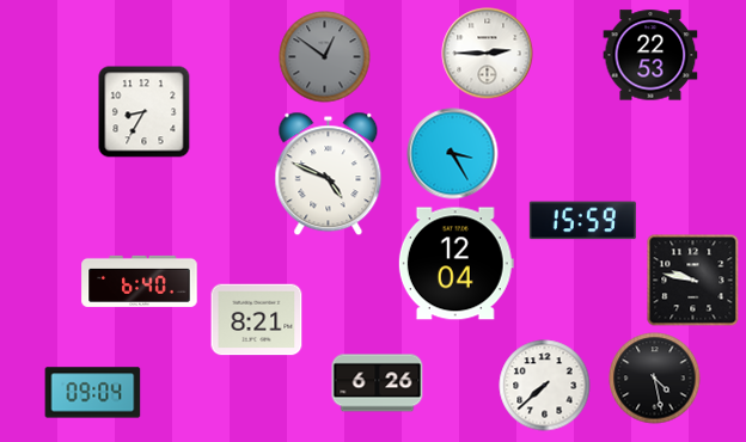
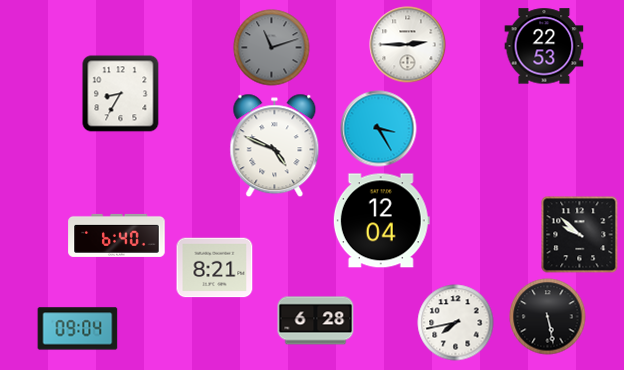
clock at (325, 57): 12:51 -> 11:12
clock at (582, 221): 15:59 -> none
clock at (693, 281): 9:47 -> 9:52
clock at (655, 379): 4:28 -> 5:28
clock at (378, 383): 6:26 -> 6:28
clock at (545, 386): 7:38 -> 7:43
